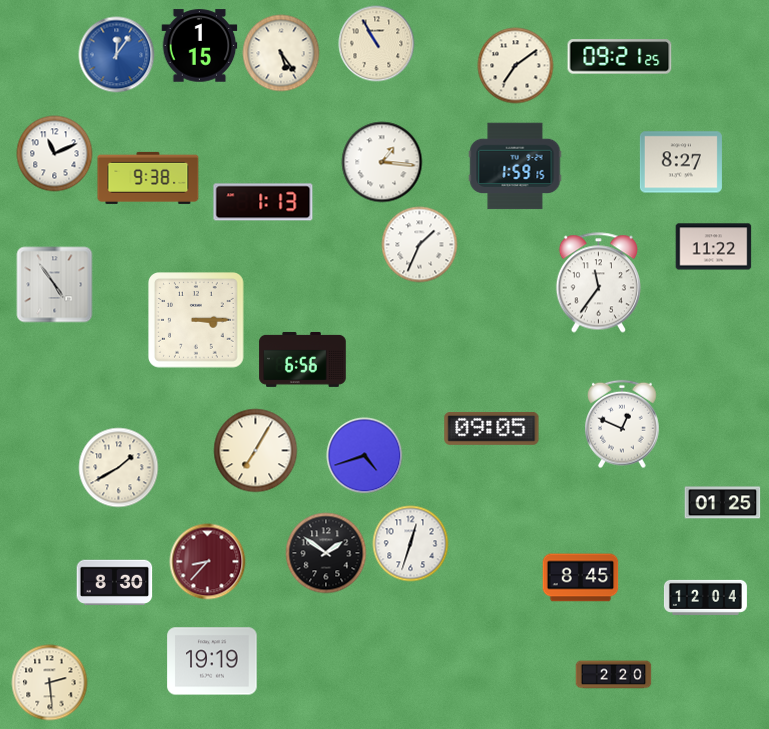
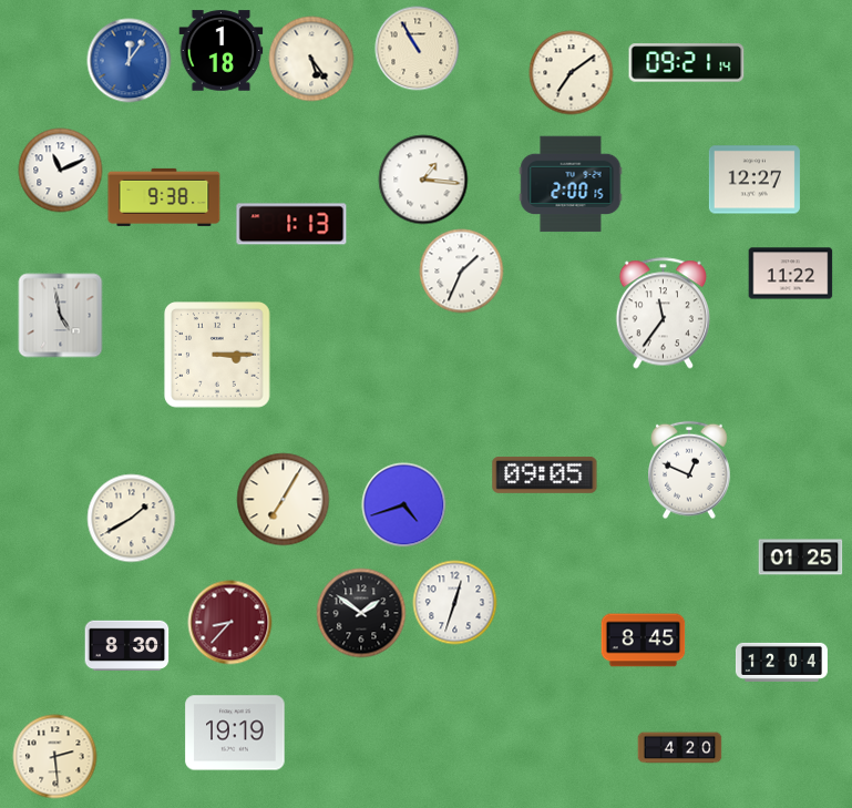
clock at (200, 46): 1:15 -> 1:18
clock at (620, 57): 09:21:25 -> 09:21:14
clock at (681, 162): 8:27 -> 12:27
clock at (515, 166): 1:59 -> 2:00
clock at (420, 245) position: (420, 245) -> (462, 272)
clock at (55, 285): 4:54 -> 4:58
clock at (303, 359): 6:56 -> none
clock at (614, 675): 2:20 -> 4:20
